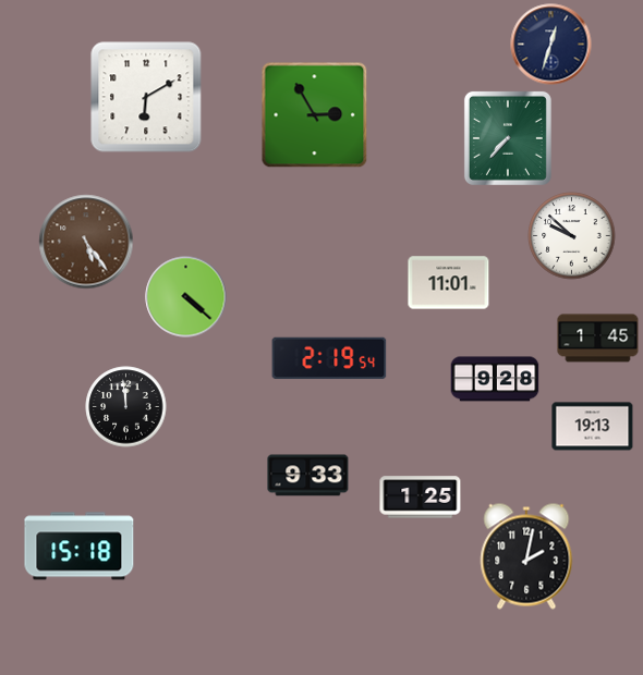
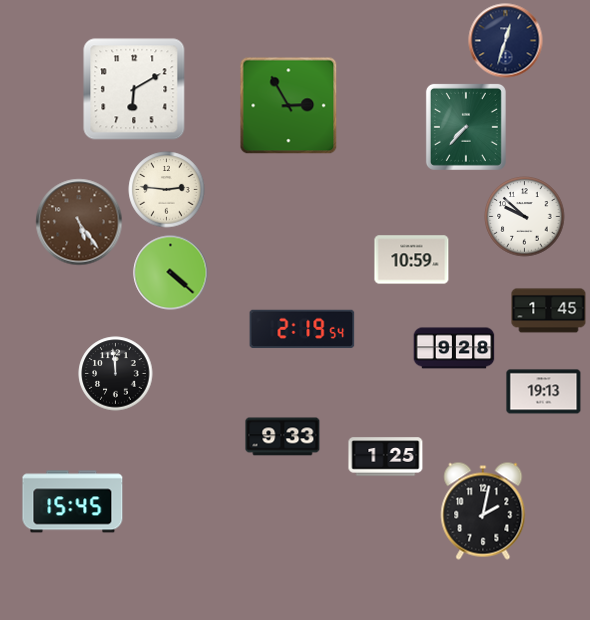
clock at (167, 190): none -> 2:46
clock at (449, 283): 11:01 -> 10:59
clock at (80, 547): 15:18 -> 15:45
